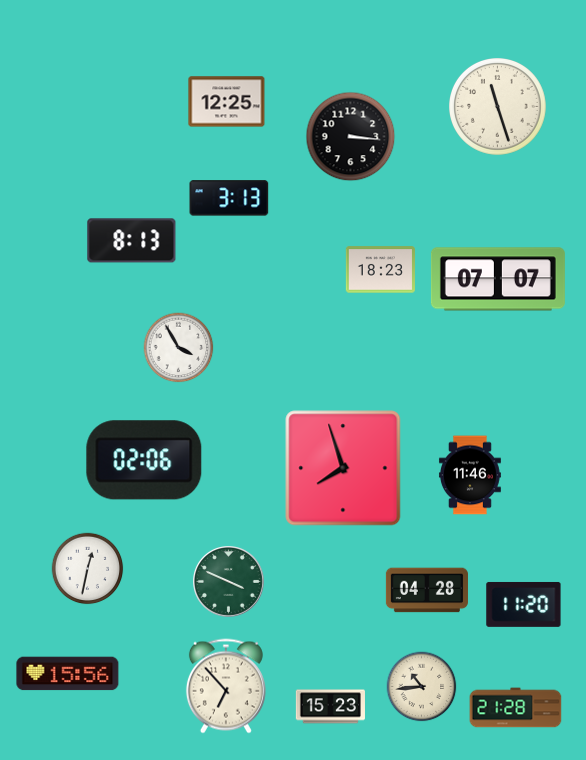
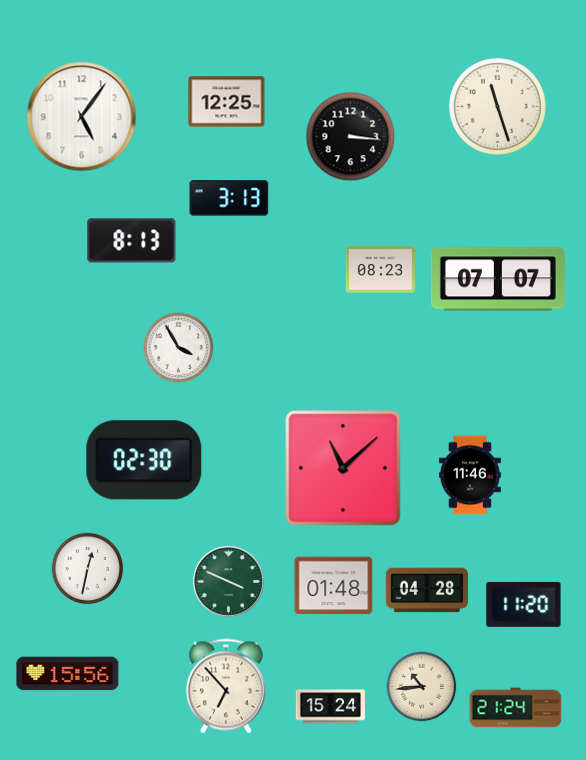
clock at (82, 117): none -> 5:06
clock at (380, 270): 18:23 -> 08:23
clock at (144, 460): 02:06 -> 02:30
clock at (343, 468): 7:57 -> 11:08
clock at (334, 586): none -> 01:48
clock at (330, 707): 15:23 -> 15:24
clock at (516, 708): 21:28 -> 21:24
